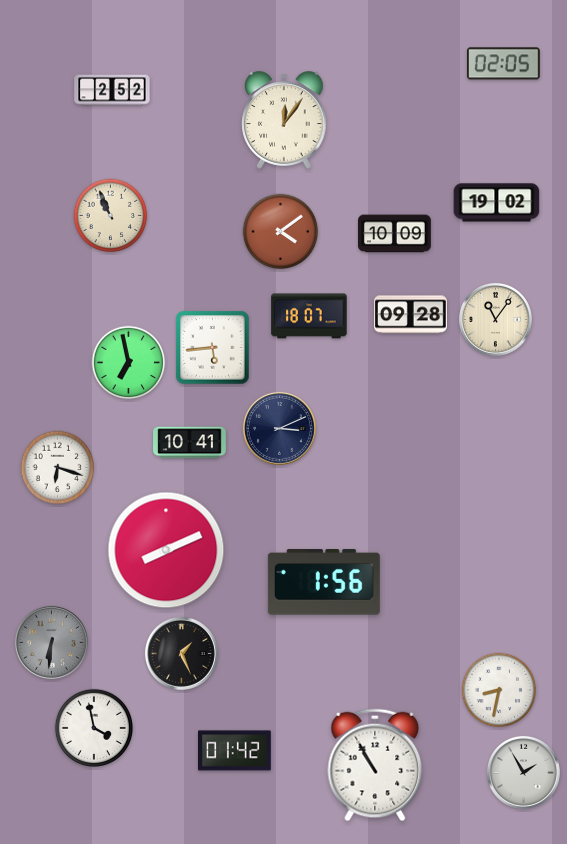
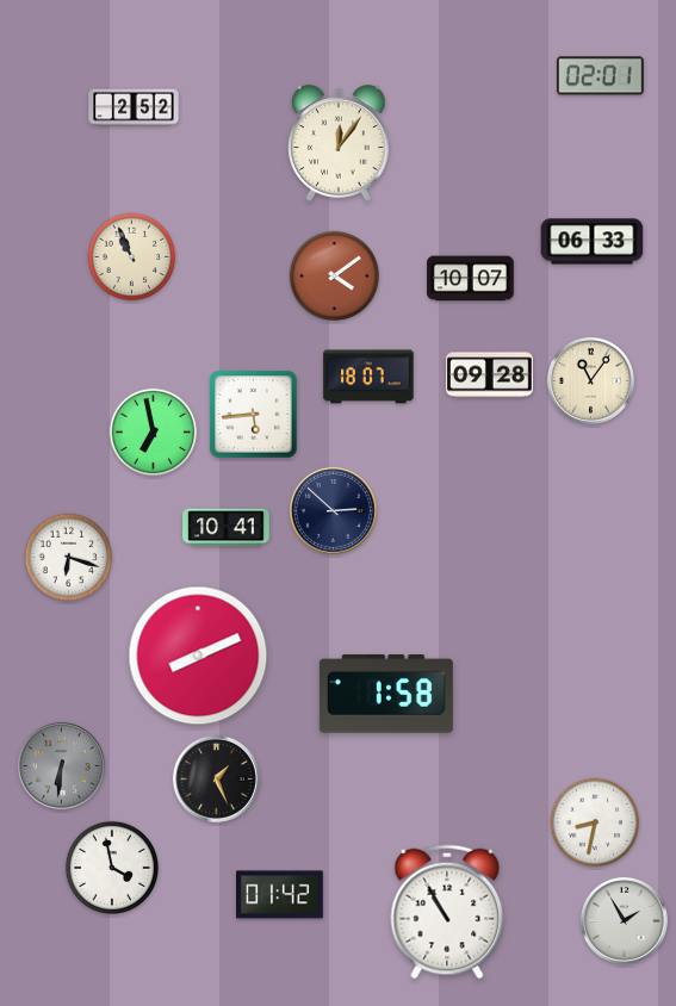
clock at (503, 64): 02:05 -> 02:01
clock at (497, 203): 19:02 -> 06:33
clock at (395, 234): 10:09 -> 10:07
clock at (279, 428): 3:11 -> 2:52
clock at (324, 583): 1:56 -> 1:58
